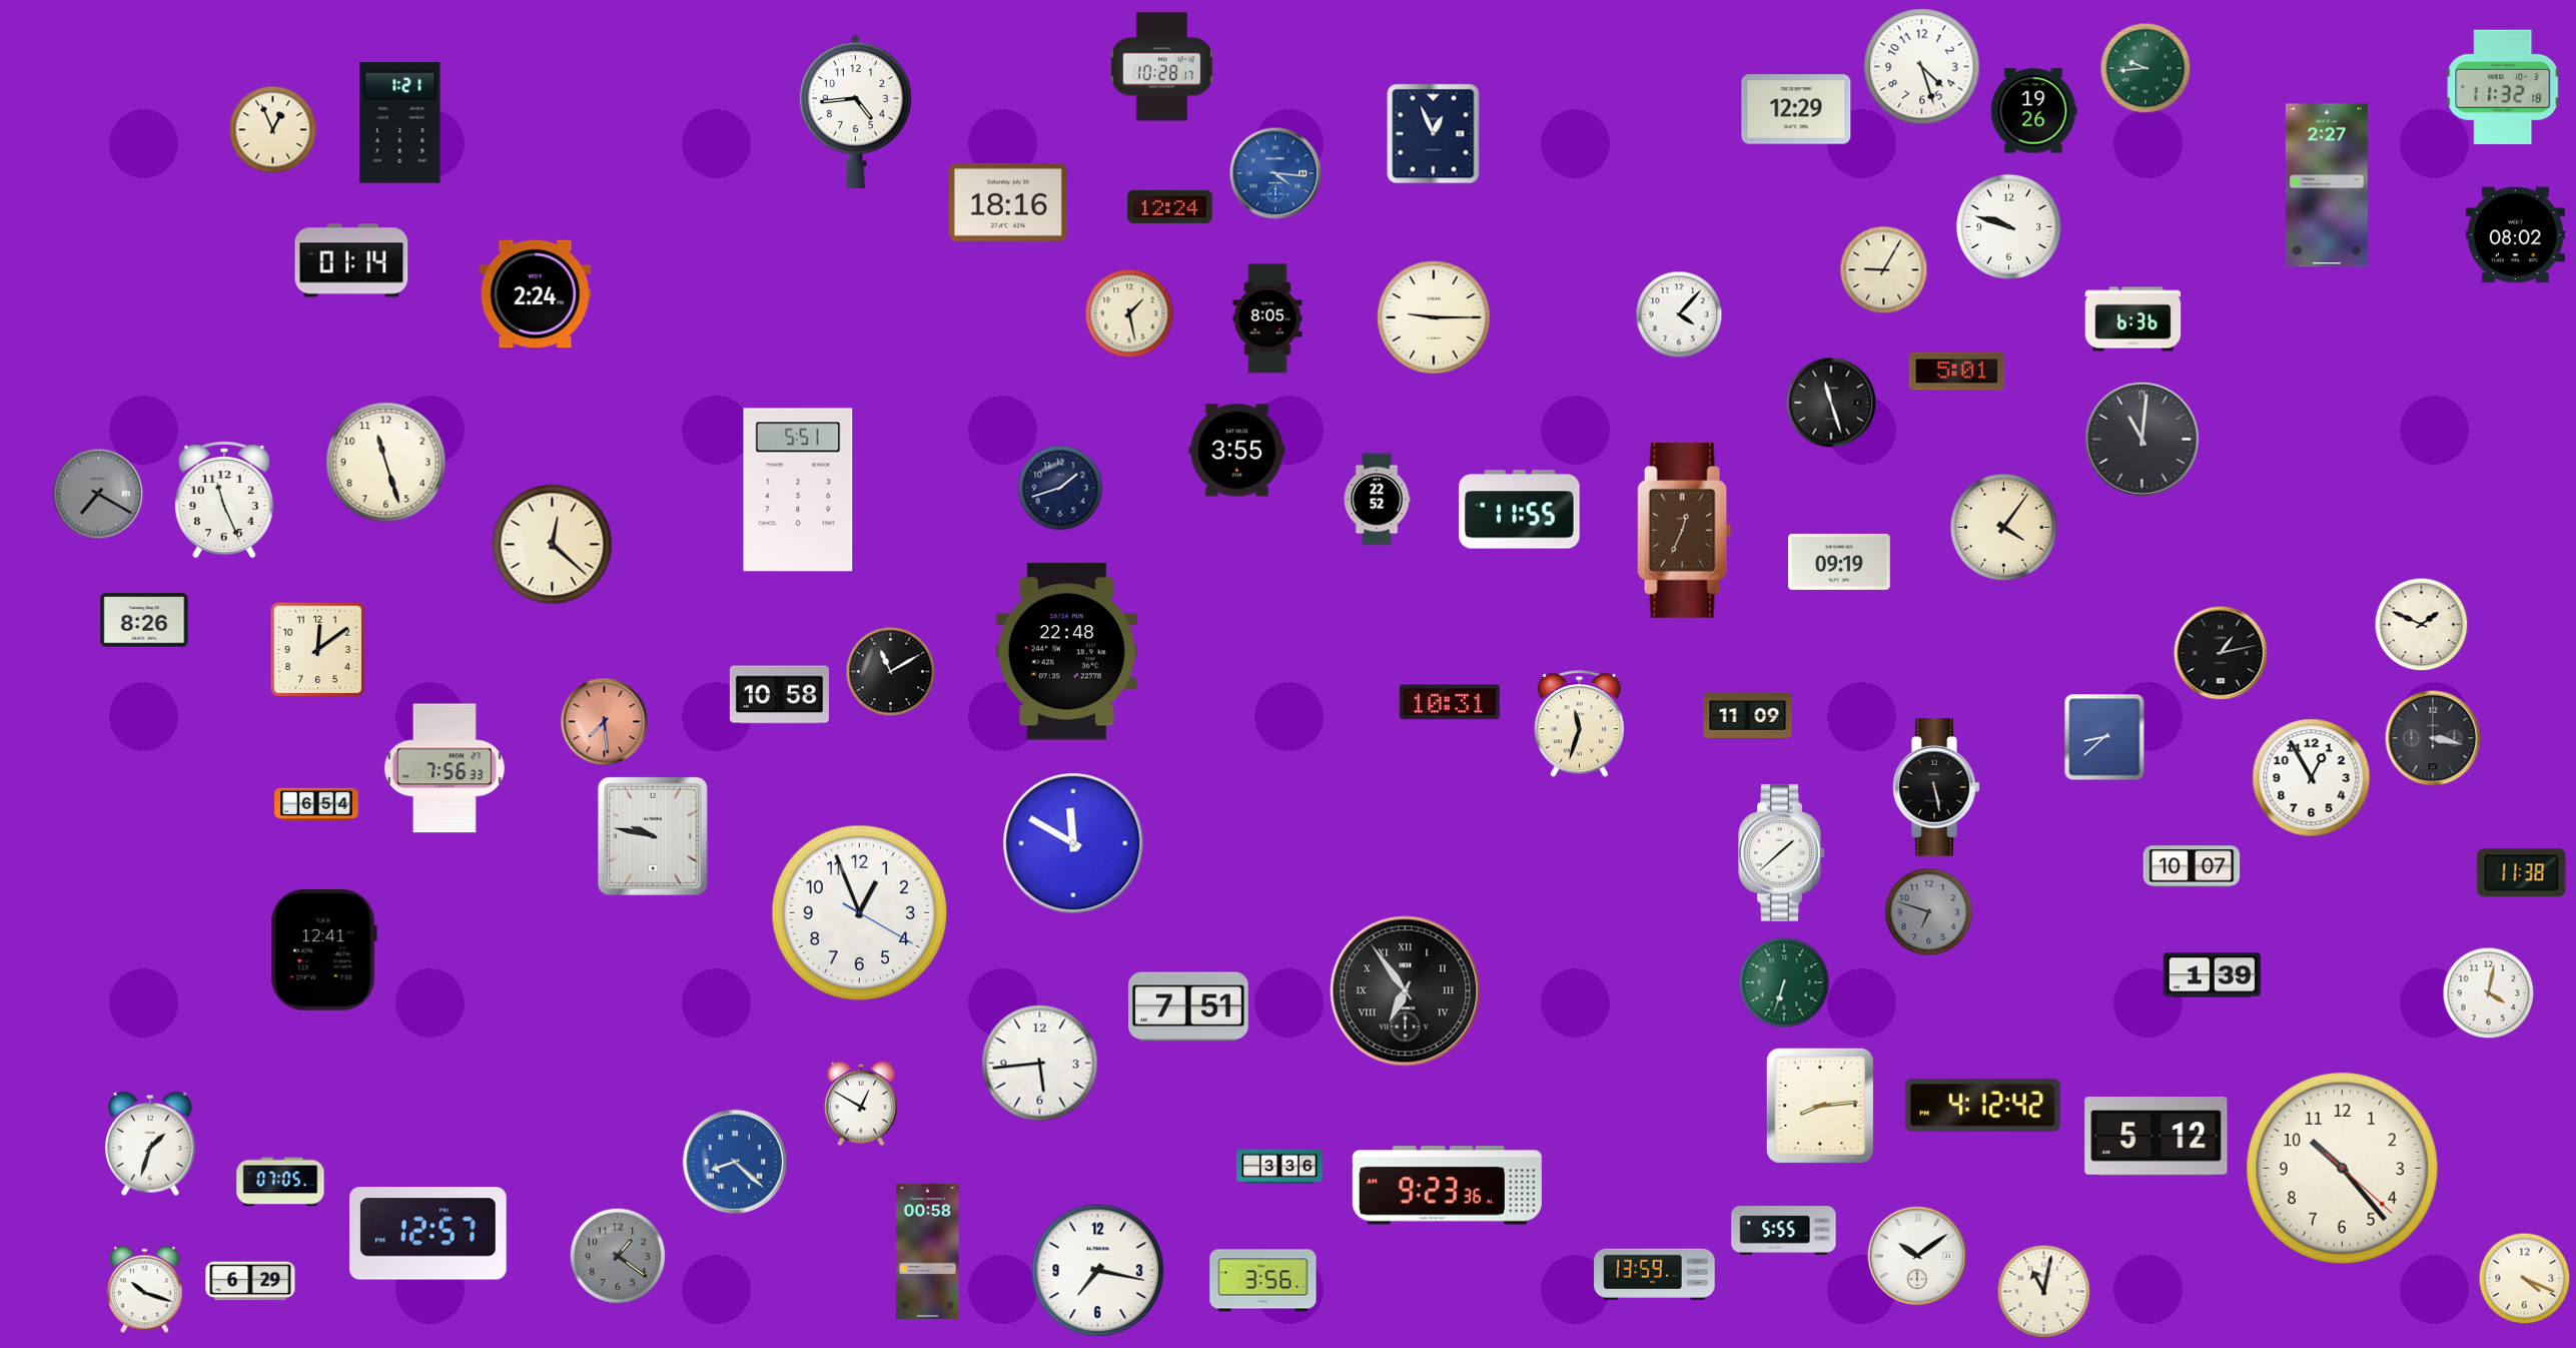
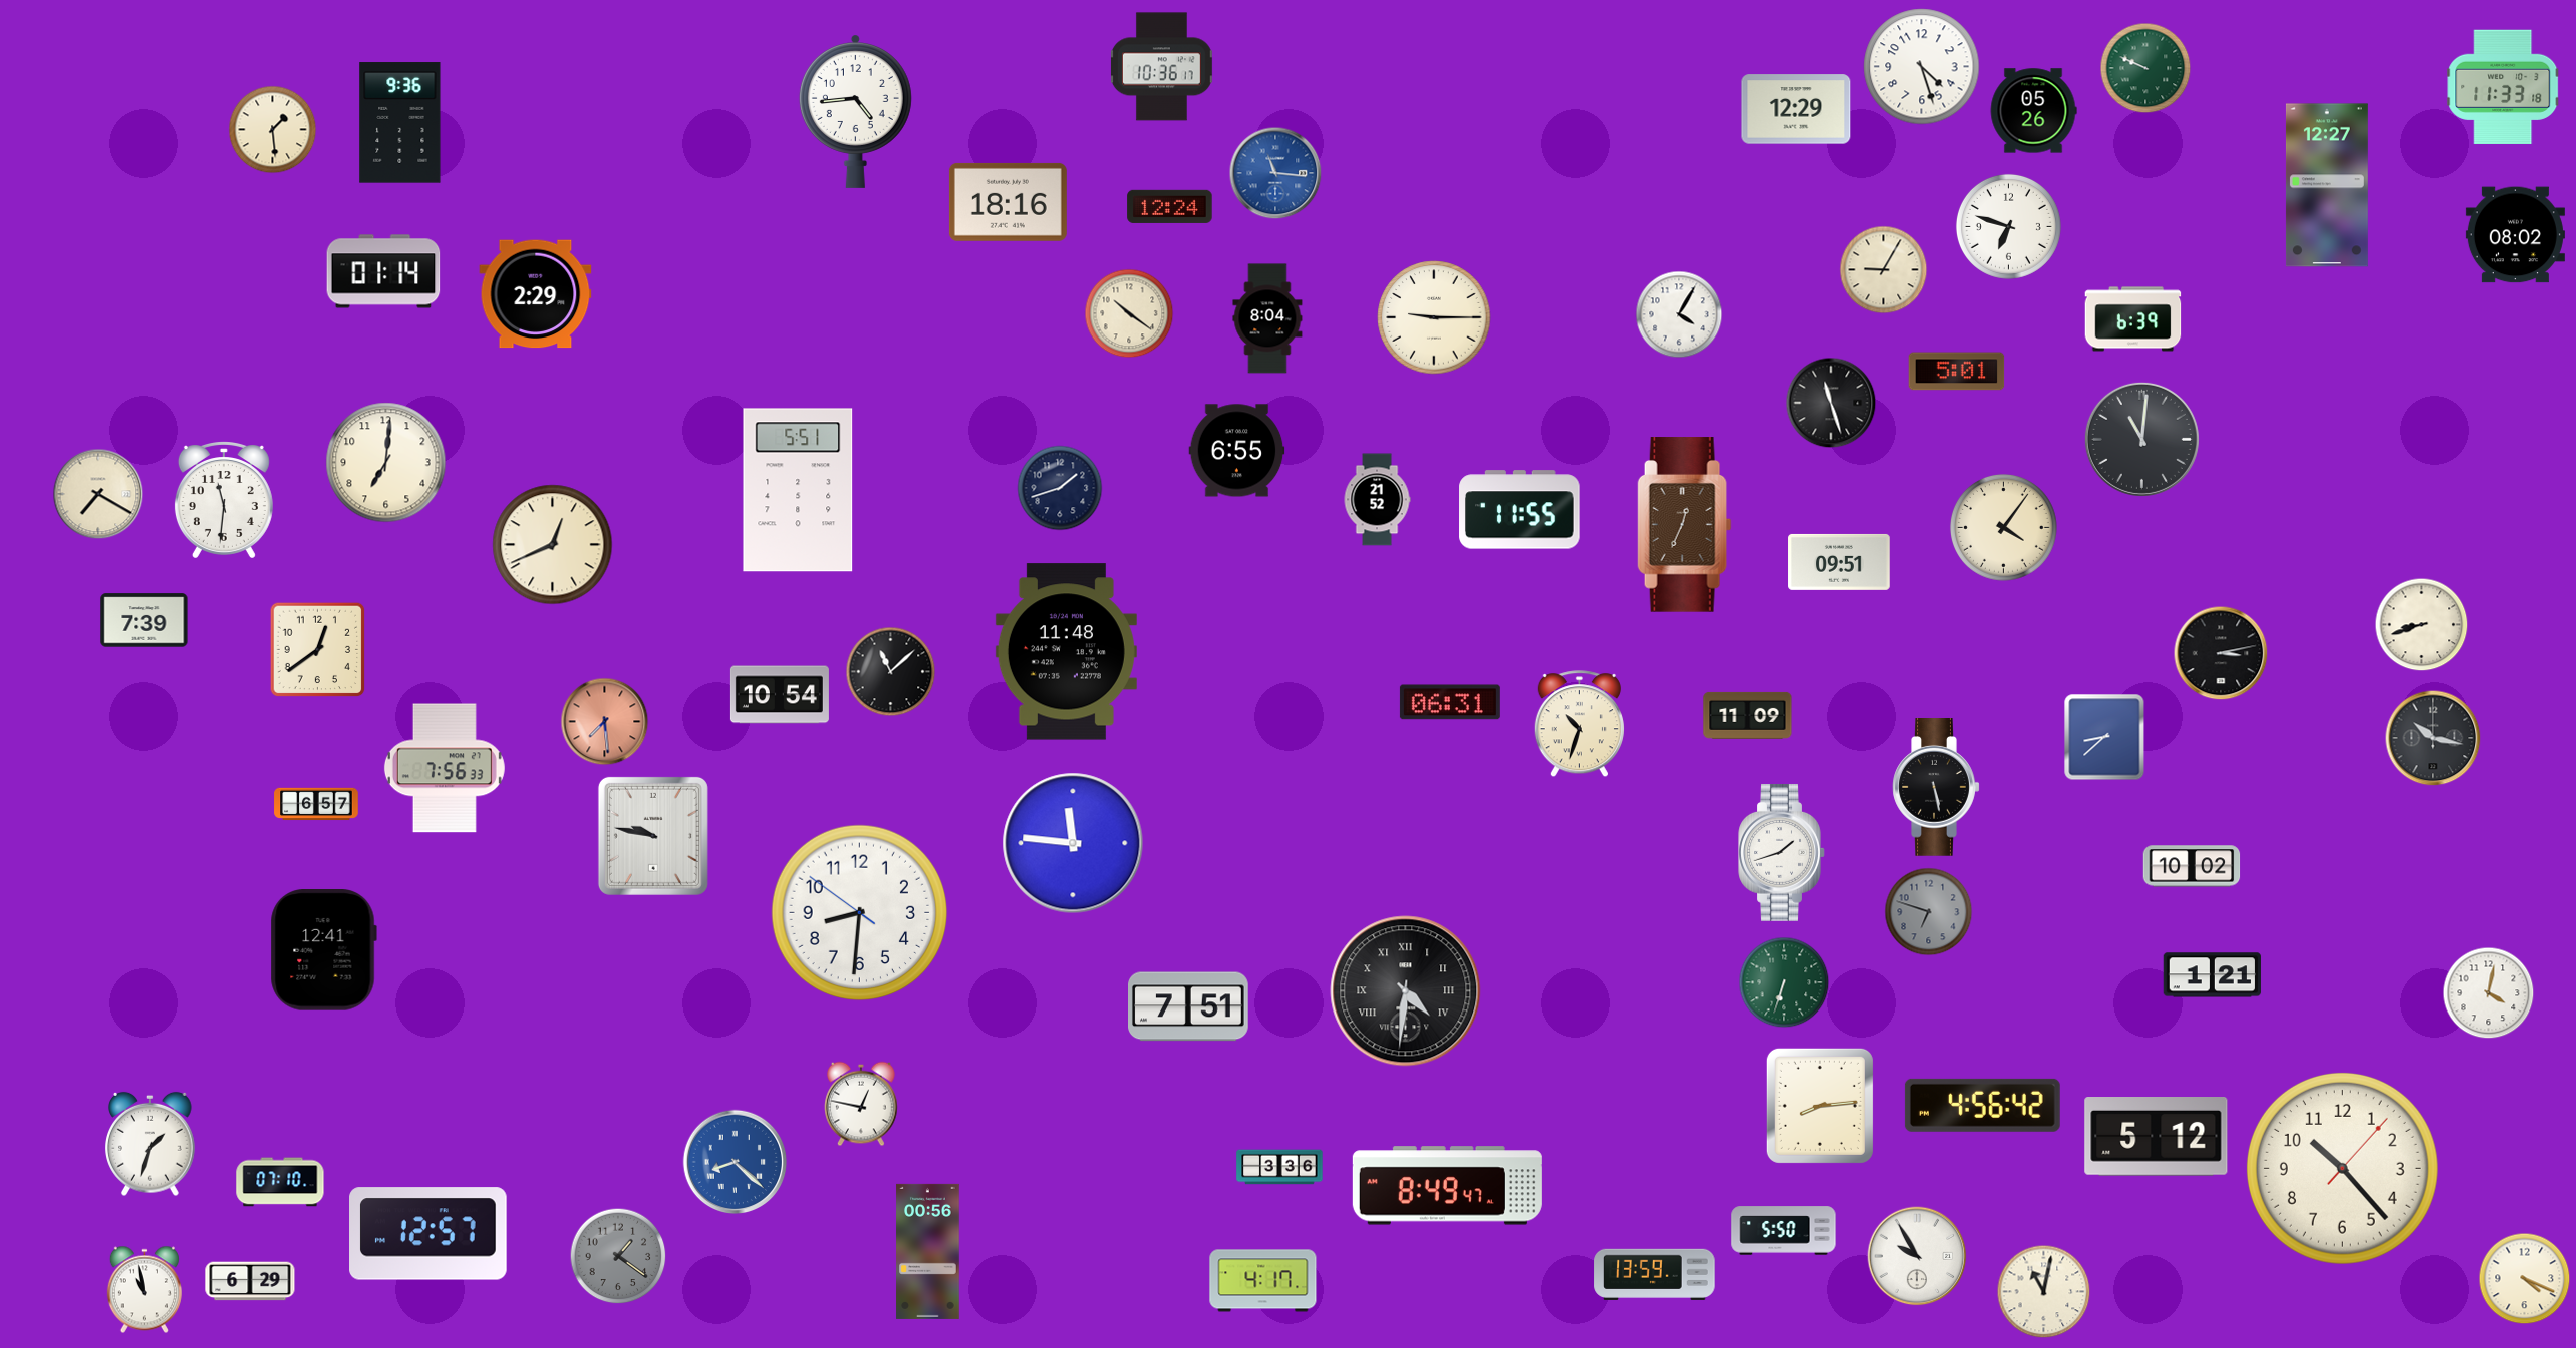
clock at (1161, 67): 10:28 -> 10:36
clock at (2145, 68): 9:44 -> 9:49
clock at (2504, 86): 11:32 -> 11:33
clock at (2033, 111): 19:26 -> 05:26
clock at (400, 123): 1:21 -> 9:36
clock at (273, 130): 12:56 -> 1:29
clock at (1434, 134): 12:56 -> none
clock at (1275, 173): 4:16 -> 11:16
clock at (2327, 185): 2:27 -> 12:27
clock at (2008, 226): 9:48 -> 6:48
clock at (351, 260) position: (351, 260) -> (383, 271)
clock at (536, 294): 2:24 -> 2:29
clock at (1129, 313): 1:28 -> 10:21
clock at (1679, 314): 4:07 -> 4:05
clock at (1267, 318): 8:05 -> 8:04
clock at (2133, 319): 6:36 -> 6:39
clock at (1237, 451): 3:55 -> 6:55
clock at (386, 463): 11:27 -> 7:01
clock at (98, 494) dial: grey -> cream
clock at (224, 500): 11:26 -> 11:31
clock at (1377, 500): 22:52 -> 21:52
clock at (1685, 531) position: (1685, 531) -> (1685, 525)
clock at (553, 545): 12:22 -> 12:41
clock at (1839, 562): 09:19 -> 09:51
clock at (144, 620): 8:26 -> 7:39
clock at (2422, 625): 1:49 -> 8:42
clock at (318, 650): 12:09 -> 12:39
clock at (1066, 652): 22:48 -> 11:48
clock at (2221, 653): 1:13 -> 3:13
clock at (891, 672): 11:10 -> 11:08
clock at (779, 695): 10:58 -> 10:54
clock at (1450, 702): 10:31 -> 06:31
clock at (1579, 724): 11:33 -> 10:33
clock at (2433, 738): 3:17 -> 10:17
clock at (2312, 778): 12:55 -> none
clock at (316, 804): 6:54 -> 6:57
clock at (1073, 843): 11:50 -> 11:46
clock at (1782, 852): 1:38 -> 1:42
clock at (2192, 866): 10:07 -> 10:02
clock at (2522, 873): 11:38 -> none
clock at (860, 913): 12:56 -> 8:30
clock at (2212, 975): 1:39 -> 1:21
clock at (1406, 991): 6:54 -> 4:31
clock at (1040, 1064): 5:44 -> none
clock at (861, 1104): 12:50 -> 12:47
clock at (1982, 1105): 4:12 -> 4:56
clock at (2342, 1168): 10:23:22 -> 10:23:07
clock at (280, 1182): 07:05 -> 07:10
clock at (1447, 1186): 9:23 -> 8:49
clock at (1784, 1231): 5:55 -> 5:50
clock at (928, 1251): 00:58 -> 00:56
clock at (1917, 1256): 10:09 -> 9:55
clock at (1098, 1271): 7:17 -> none
clock at (1263, 1281): 3:56 -> 4:17
clock at (144, 1290): 10:18 -> 10:58
